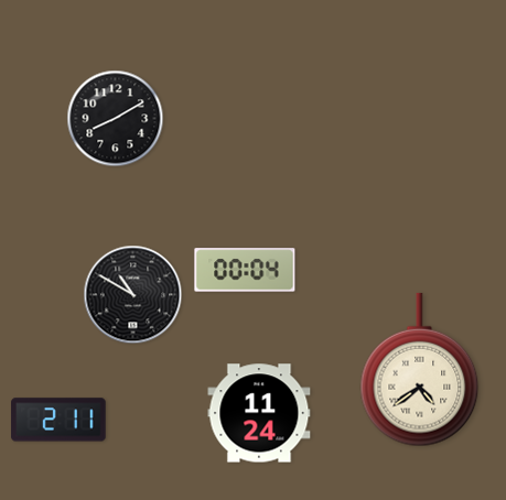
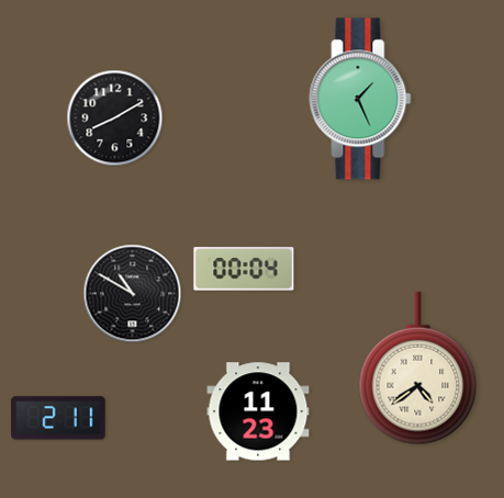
clock at (360, 99): none -> 1:26
clock at (259, 413): 11:24 -> 11:23
